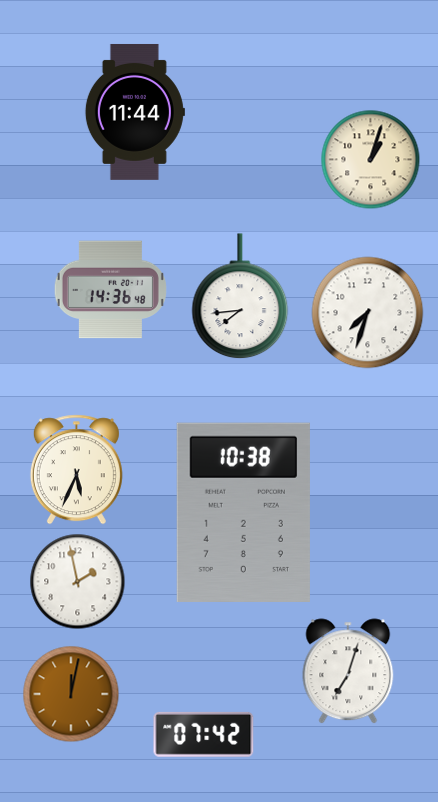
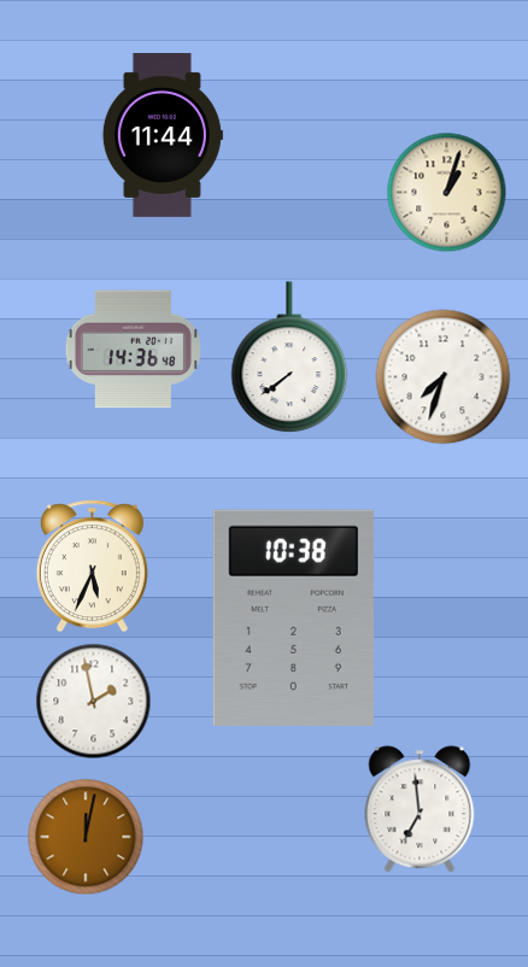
clock at (240, 297): 7:44 -> 7:39
clock at (348, 671): 7:03 -> 6:59
clock at (204, 734): 07:42 -> none
